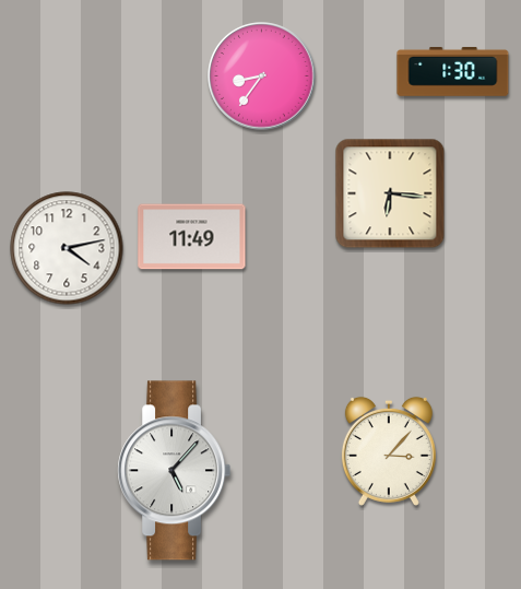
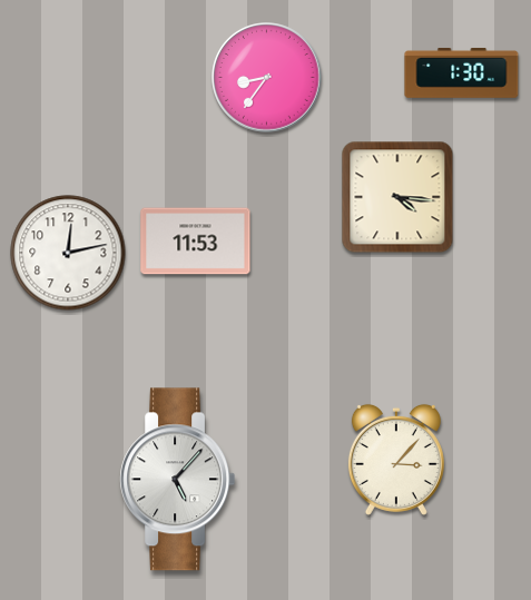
clock at (390, 193): 6:16 -> 4:16
clock at (192, 237): 11:49 -> 11:53
clock at (67, 248): 4:13 -> 12:13
